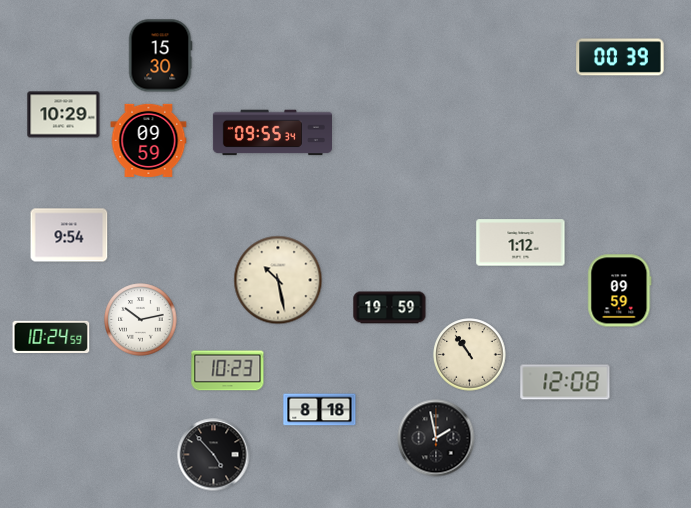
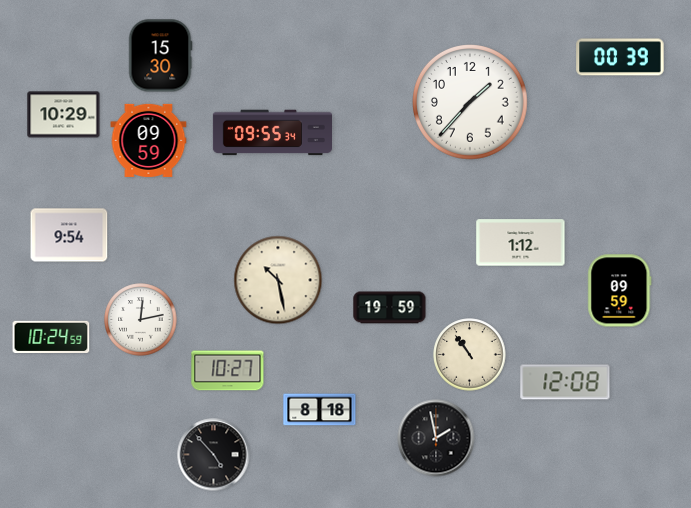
clock at (471, 103): none -> 1:37
clock at (141, 320): 10:13 -> 12:13
clock at (228, 371): 10:23 -> 10:27
